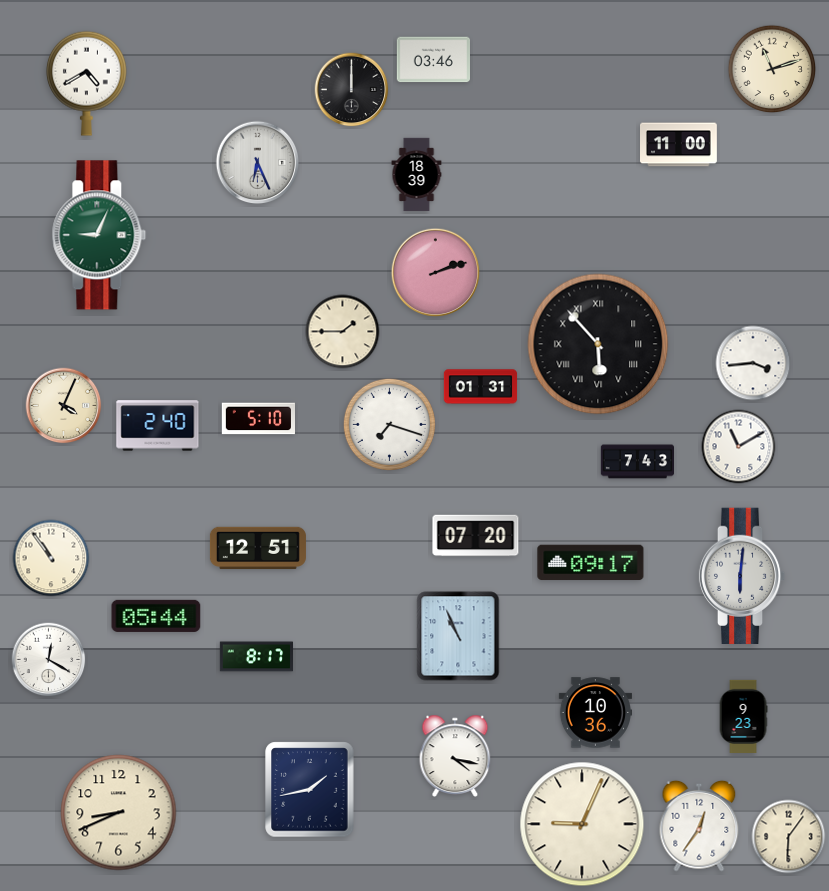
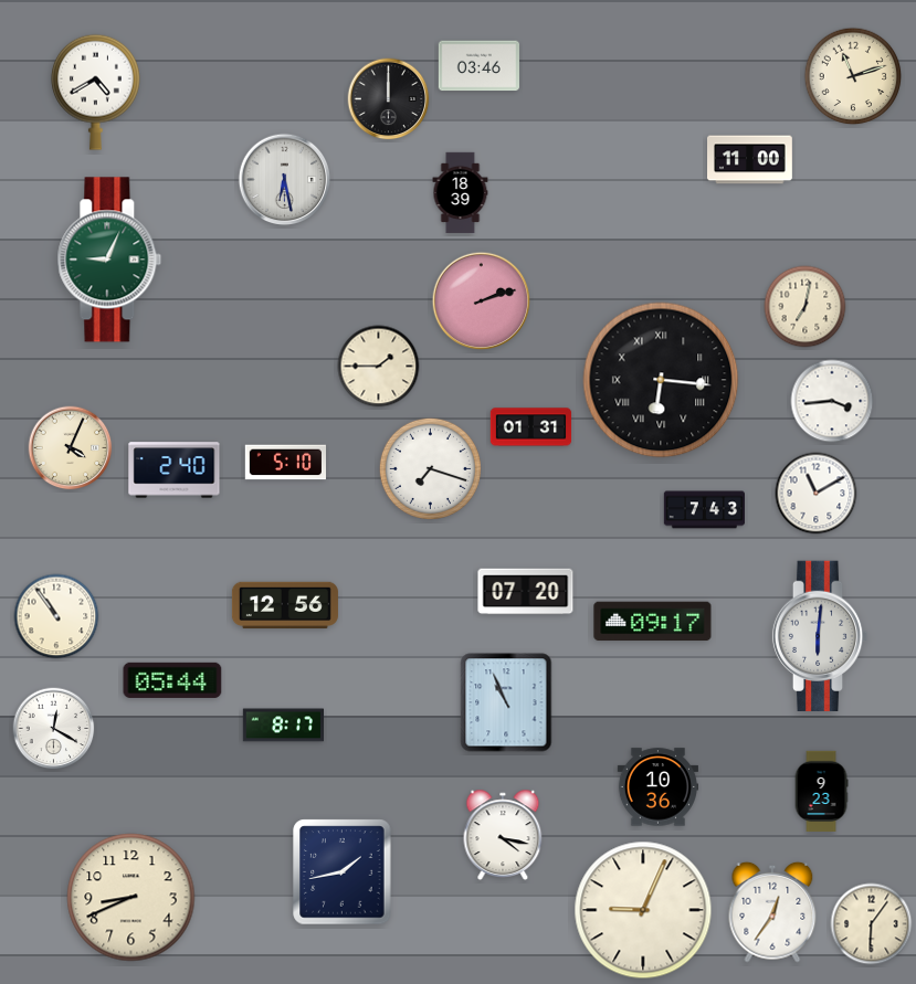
clock at (258, 163): 6:26 -> 6:28
clock at (806, 307): none -> 7:02
clock at (598, 344): 5:53 -> 6:16
clock at (258, 548): 12:51 -> 12:56
